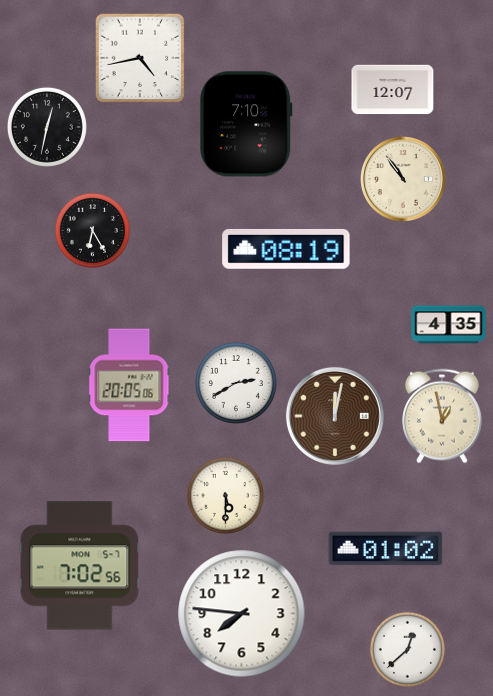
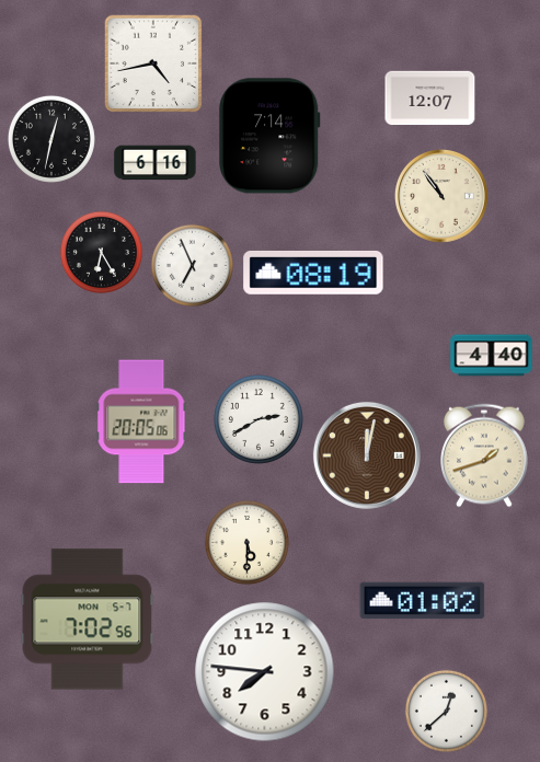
clock at (246, 124): 7:10 -> 7:14
clock at (156, 163): none -> 6:16
clock at (192, 265): none -> 6:56
clock at (449, 325): 4:35 -> 4:40
clock at (443, 416): 12:58 -> 1:42
